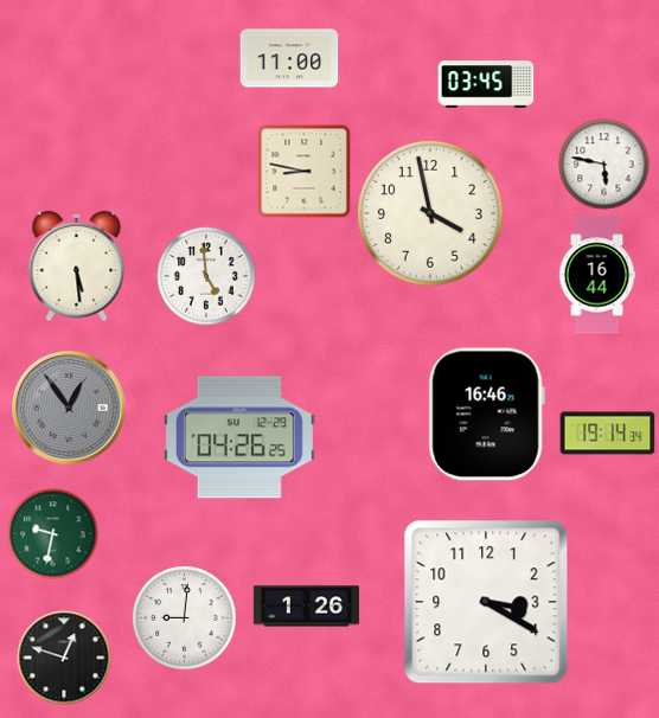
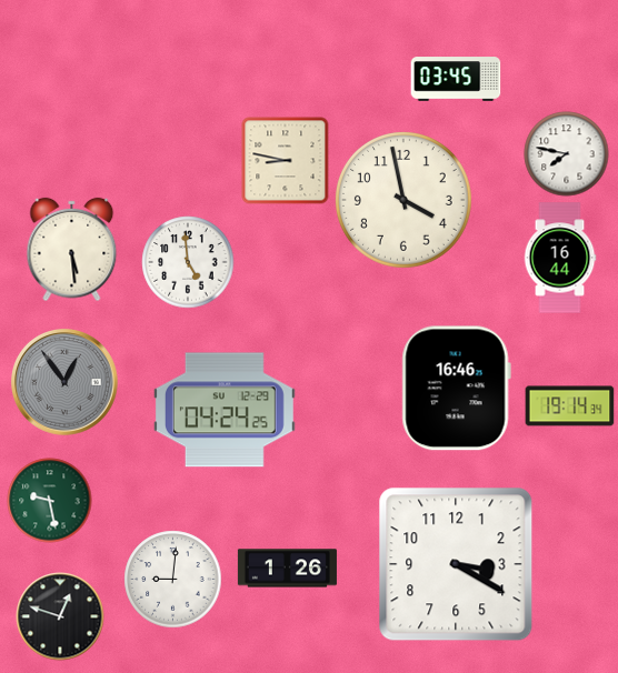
clock at (289, 58): 11:00 -> none
clock at (604, 165): 5:47 -> 7:47
clock at (206, 276) position: (206, 276) -> (188, 262)
clock at (239, 437): 04:26 -> 04:24
clock at (53, 534): 9:32 -> 9:28
